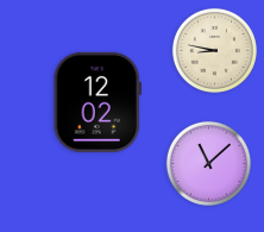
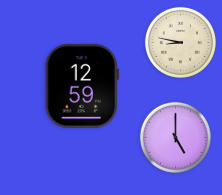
clock at (98, 102): 12:02 -> 12:59
clock at (208, 163): 11:08 -> 5:00
